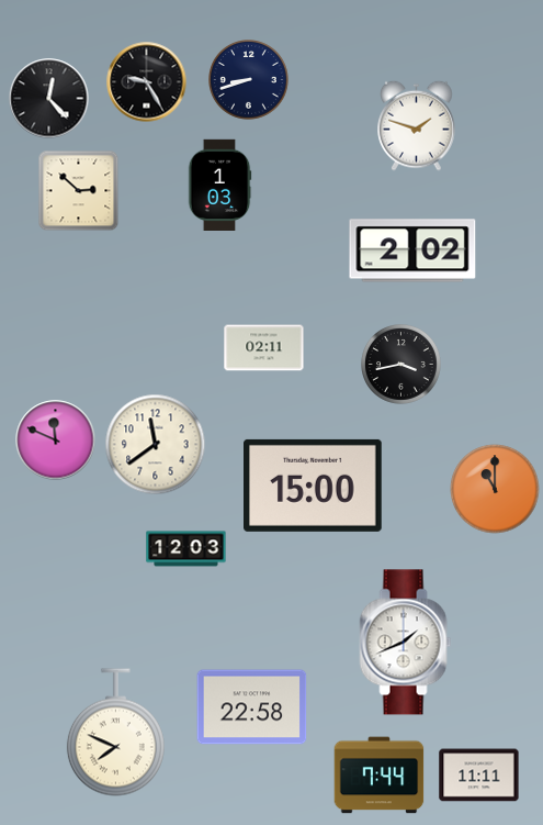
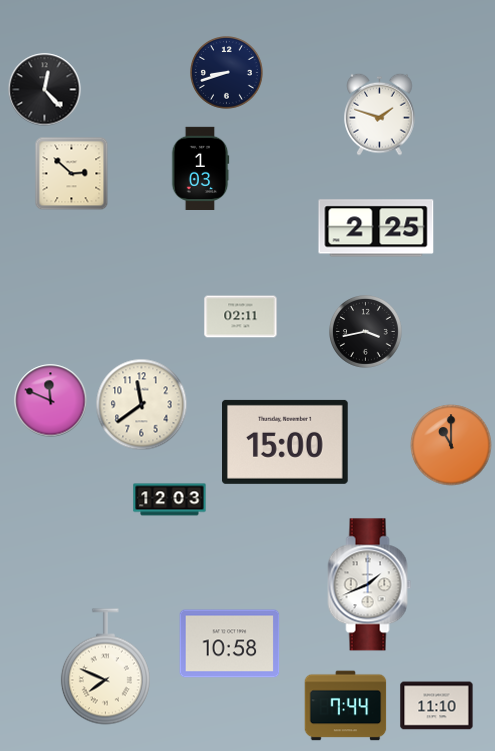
clock at (147, 82): 9:25 -> none
clock at (412, 250): 2:02 -> 2:25
clock at (252, 707): 22:58 -> 10:58
clock at (479, 776): 11:11 -> 11:10
